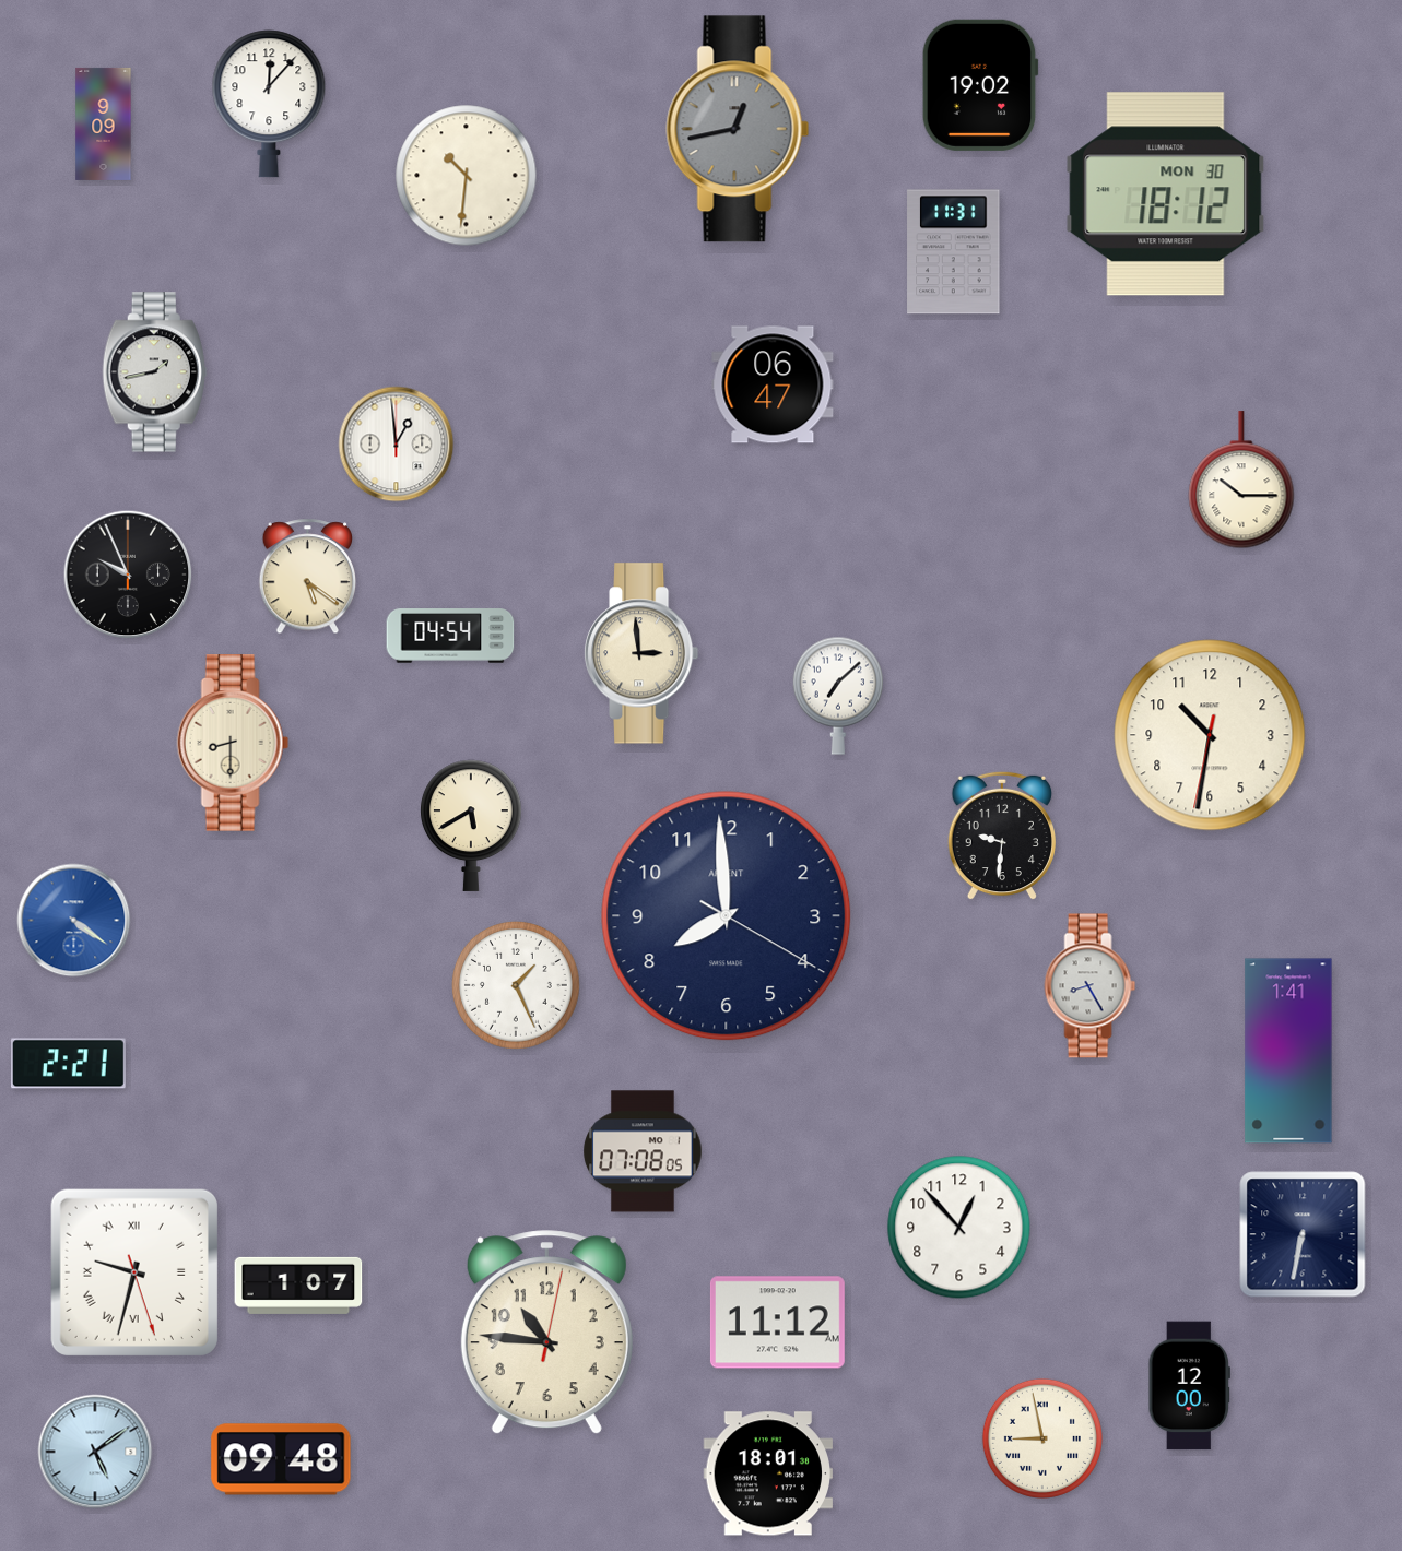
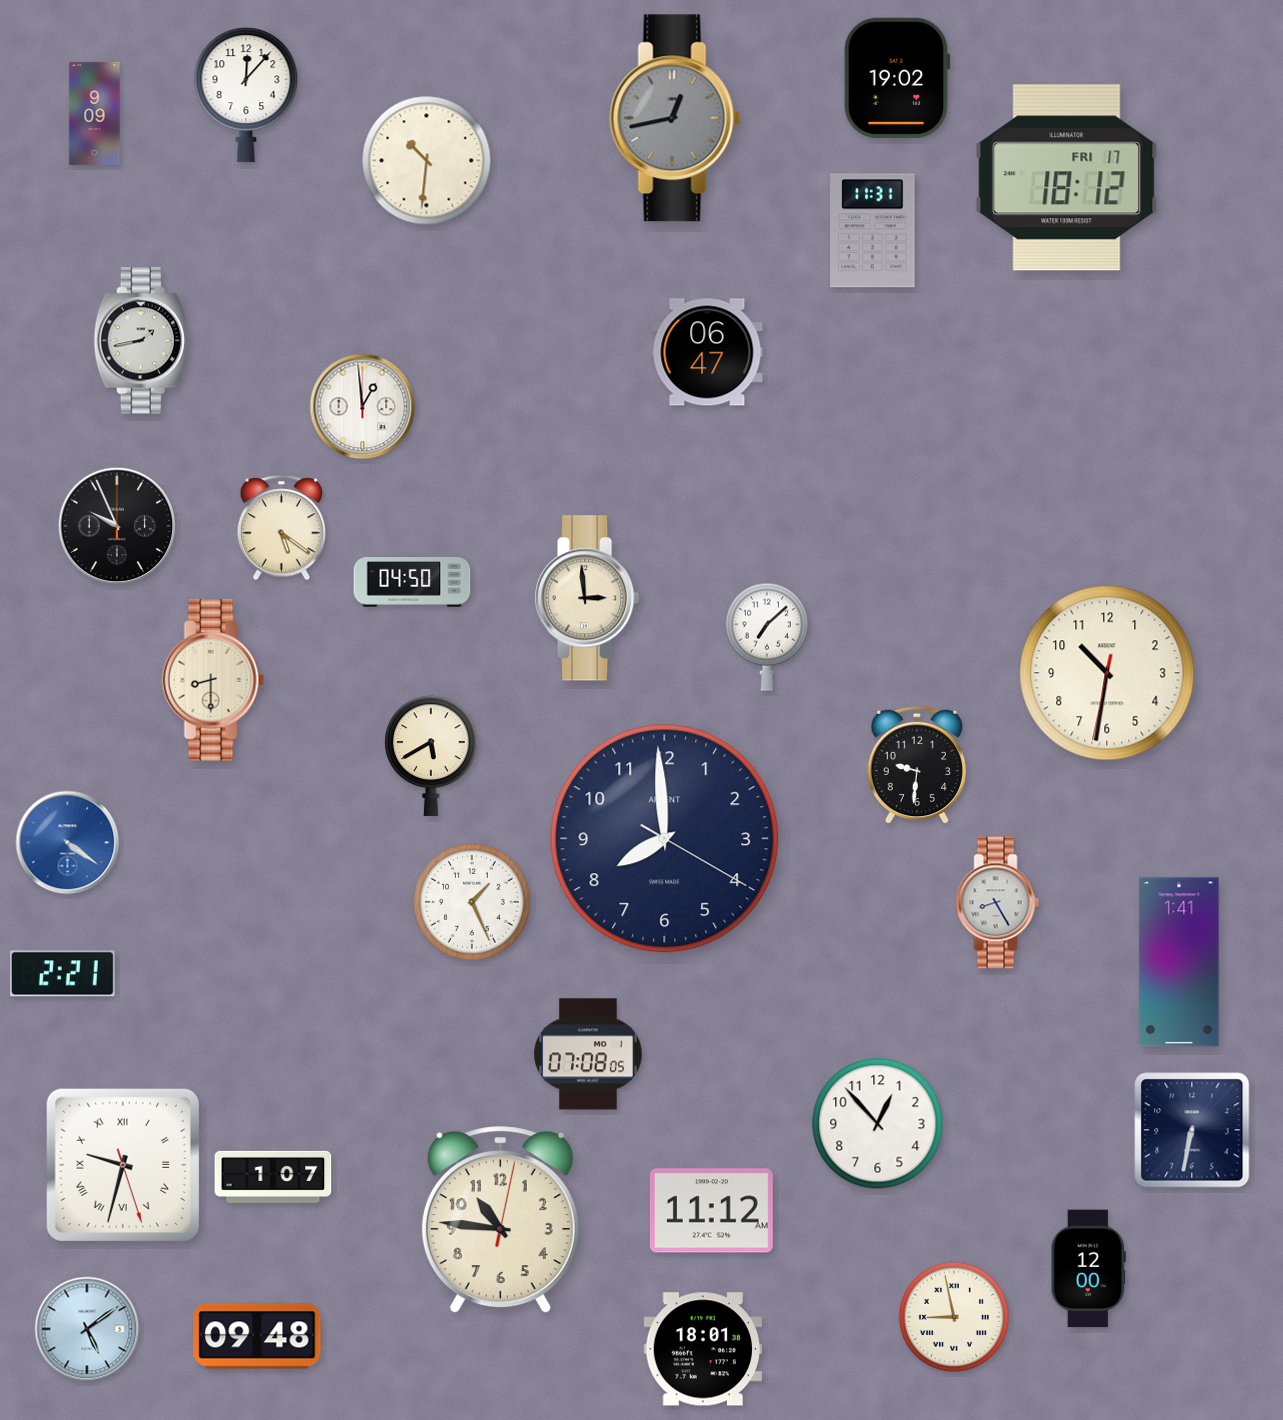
clock at (1166, 194) date: MON 30 -> FRI 17
clock at (1241, 481): 10:15 -> none
clock at (450, 636): 04:54 -> 04:50
